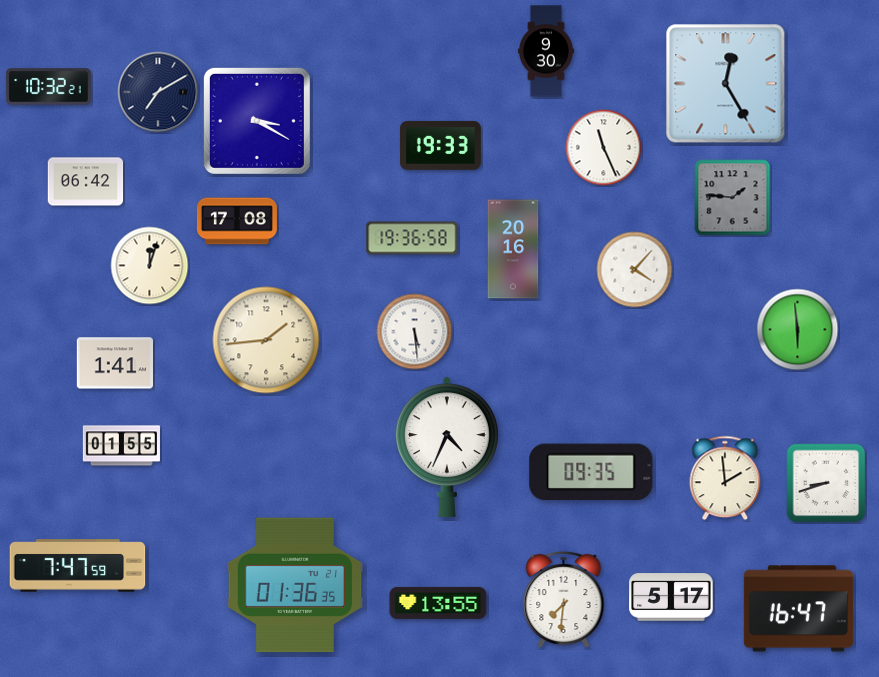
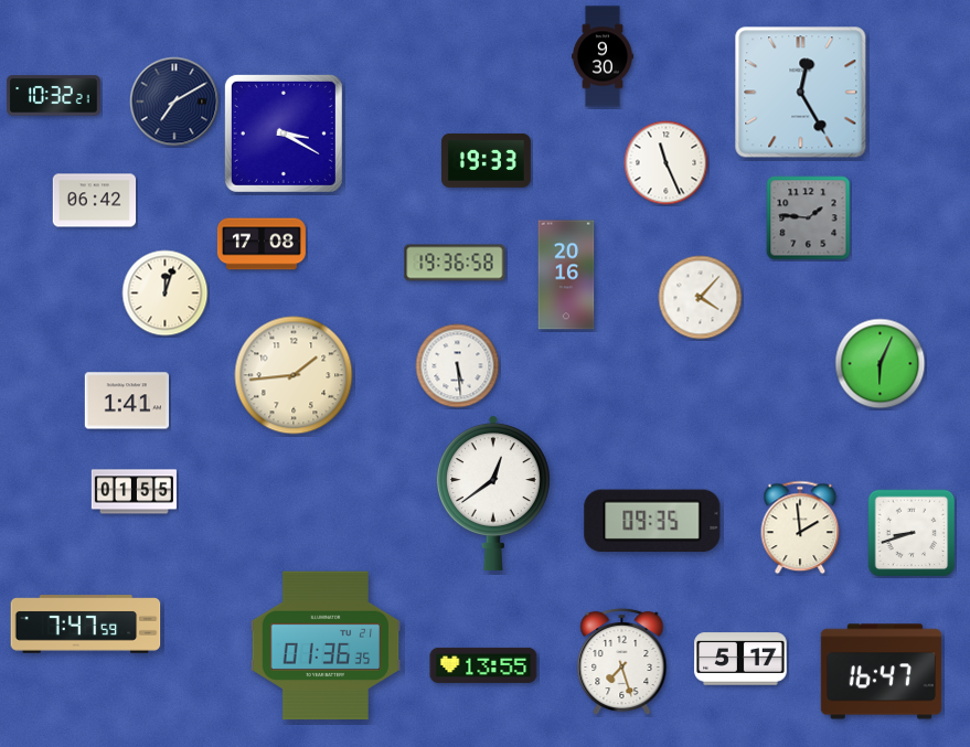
clock at (798, 330): 5:59 -> 6:04
clock at (447, 447): 4:34 -> 12:39
clock at (564, 600): 7:31 -> 7:27
